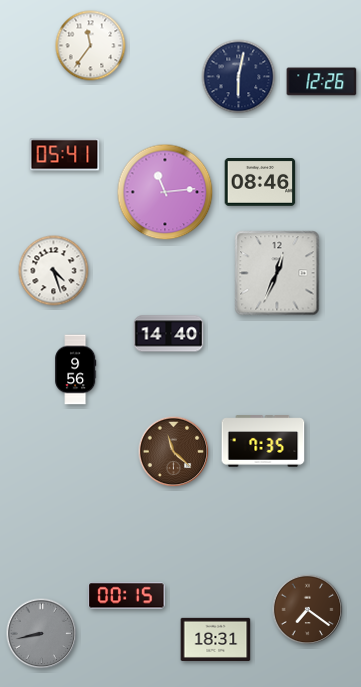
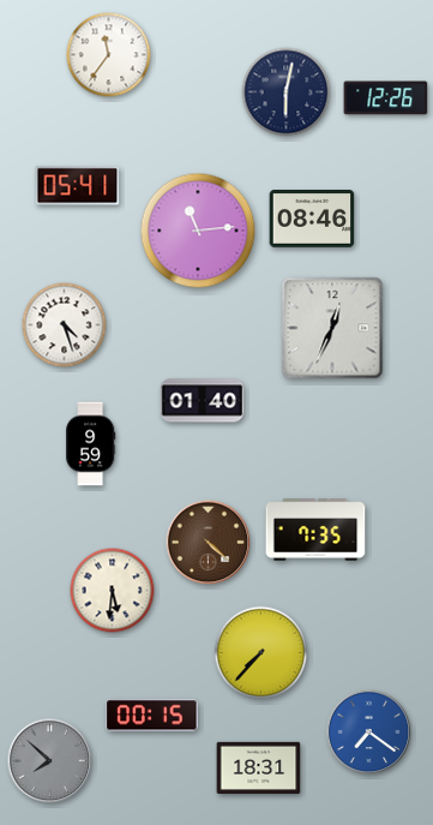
clock at (169, 334): 14:40 -> 01:40
clock at (76, 370): 9:56 -> 9:59
clock at (174, 452): 11:22 -> 4:22
clock at (113, 591): none -> 5:31
clock at (261, 653): none -> 7:37
clock at (308, 610) dial: brown -> blue
clock at (42, 634): 8:43 -> 7:52
